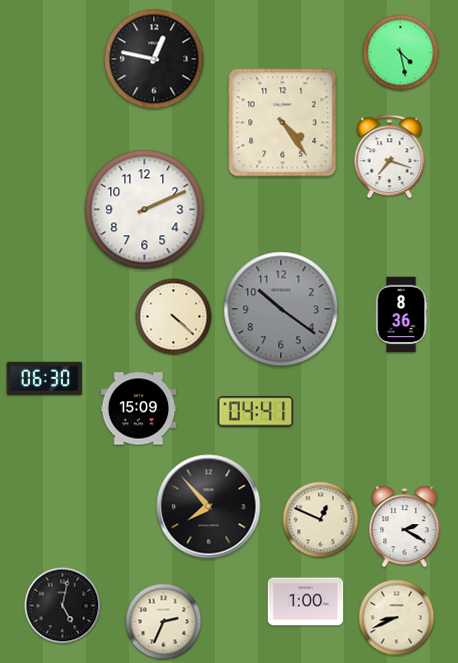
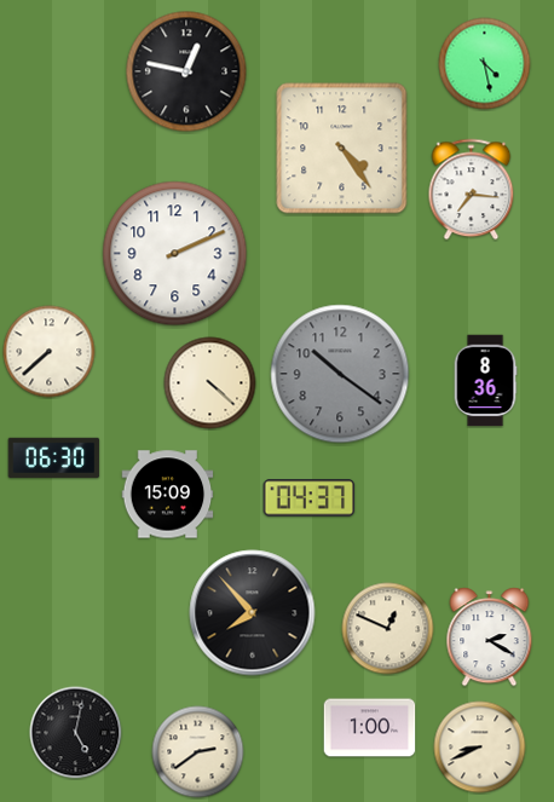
clock at (390, 157): 7:18 -> 7:16
clock at (50, 352): none -> 7:38
clock at (256, 412): 04:41 -> 04:37
clock at (164, 622): 2:34 -> 2:39
